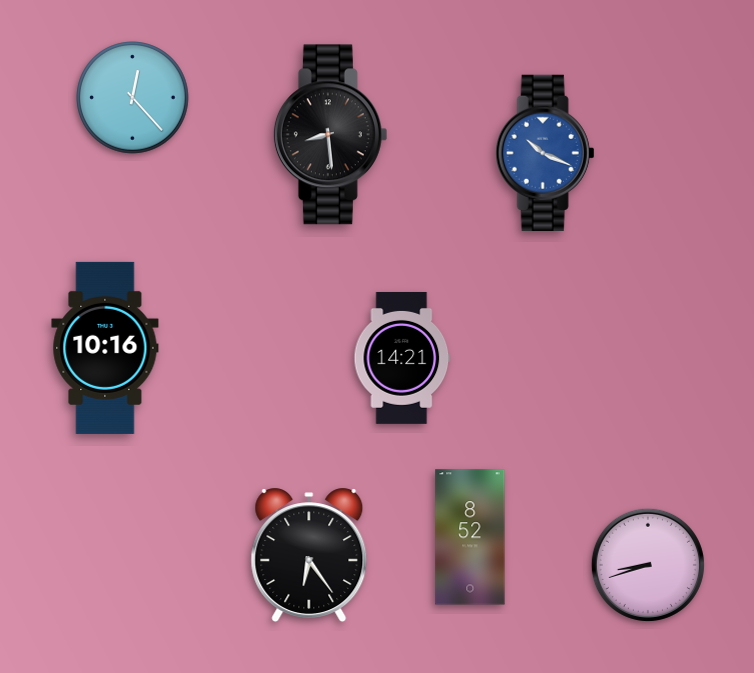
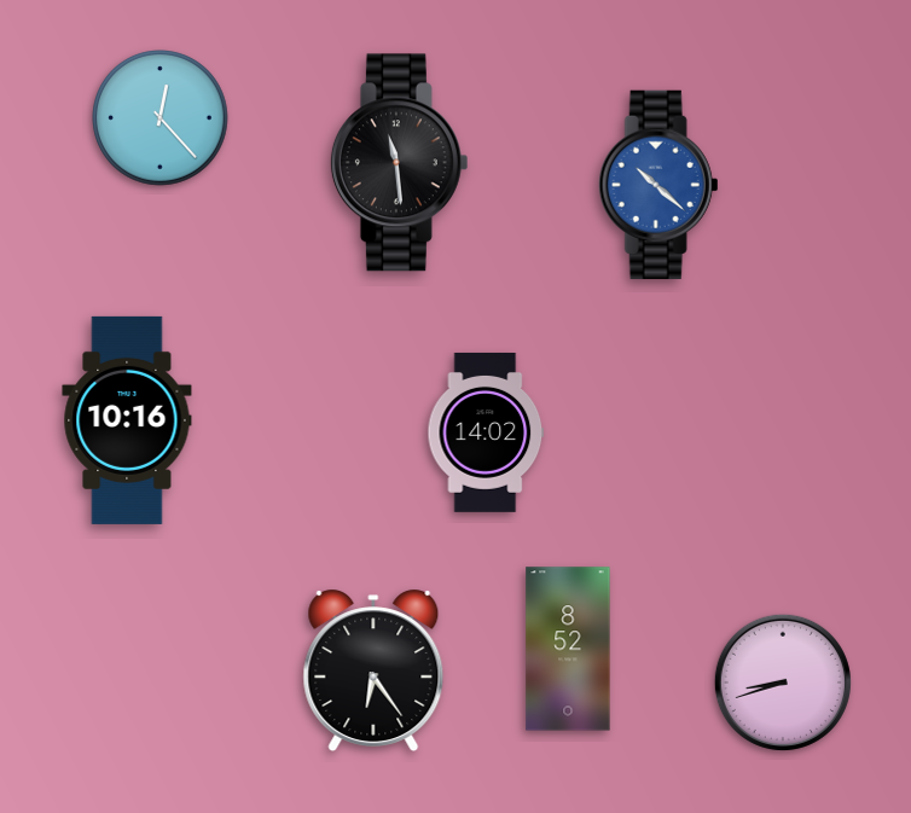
clock at (330, 135): 8:29 -> 11:29
clock at (545, 153): 10:19 -> 10:22
clock at (402, 358): 14:21 -> 14:02
